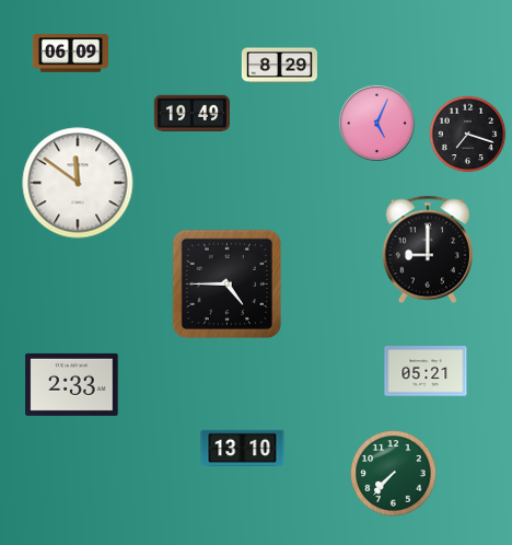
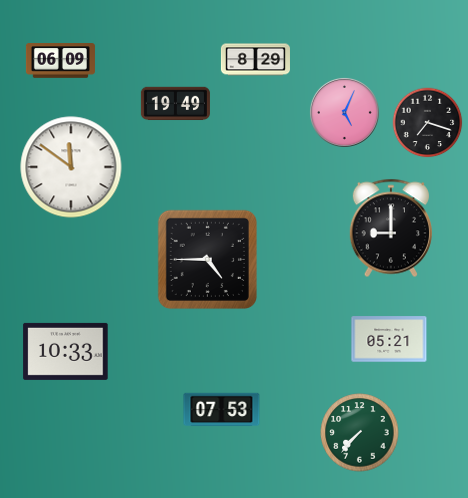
clock at (70, 54) position: (70, 54) -> (60, 61)
clock at (72, 384): 2:33 -> 10:33
clock at (243, 449): 13:10 -> 07:53
